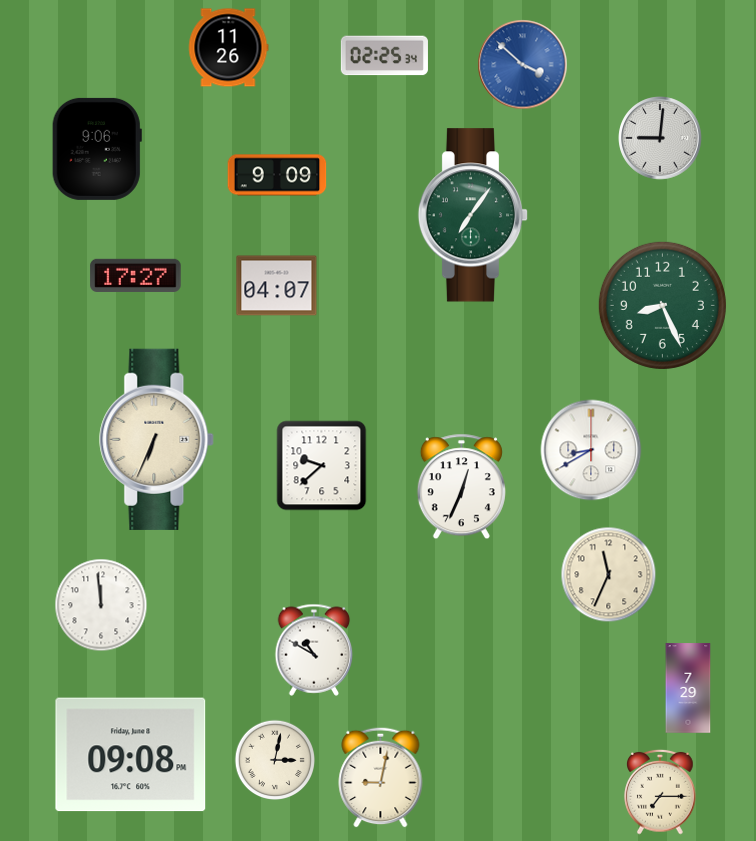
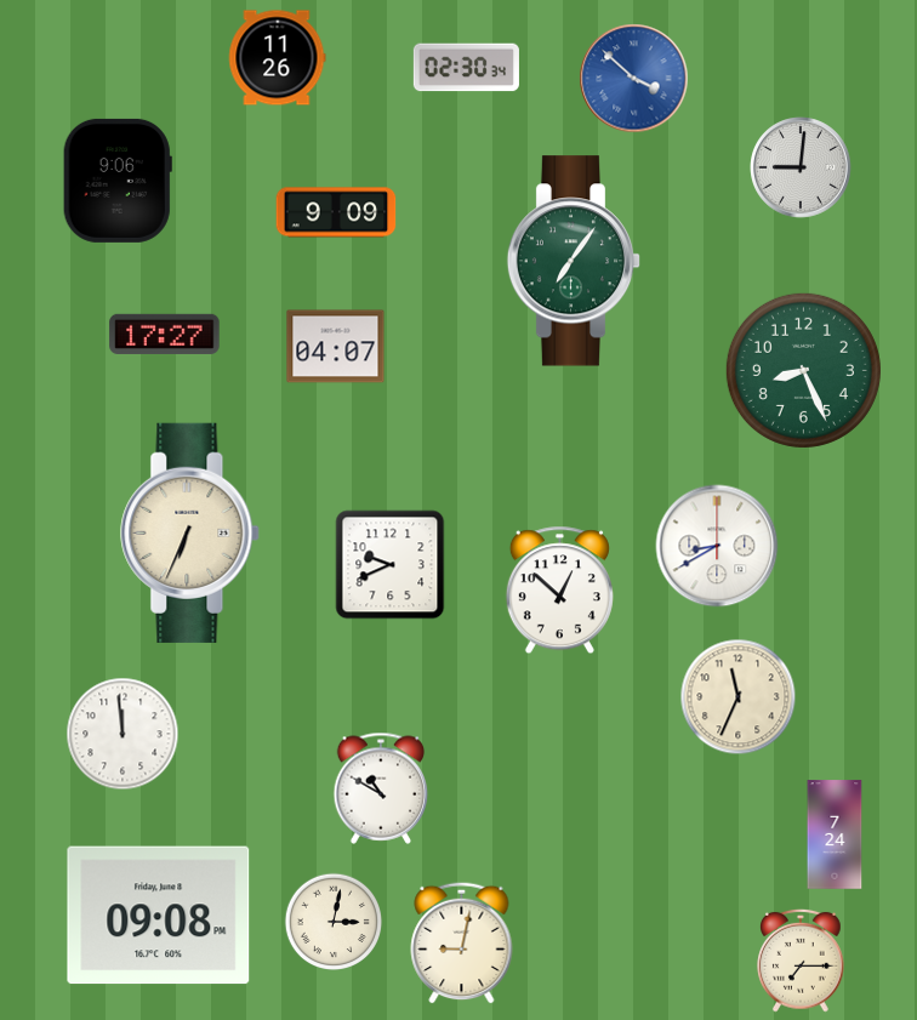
clock at (384, 56): 02:25 -> 02:30
clock at (322, 466): 9:38 -> 9:41
clock at (461, 487): 12:34 -> 12:52
clock at (688, 688): 7:29 -> 7:24
